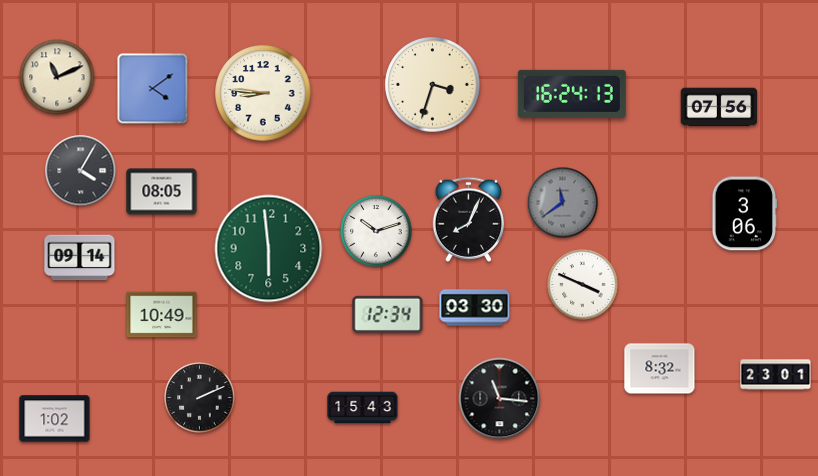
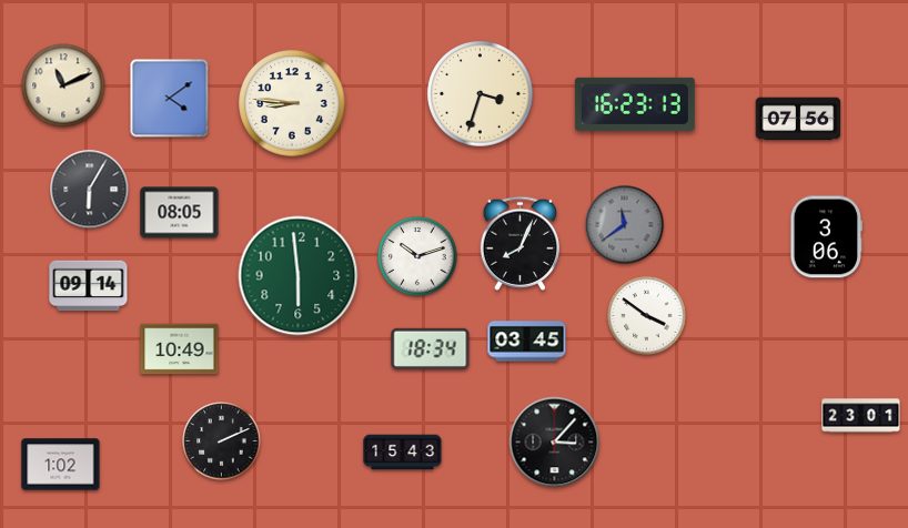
clock at (572, 94): 16:24 -> 16:23
clock at (81, 171): 4:05 -> 6:05
clock at (583, 285): 3:49 -> 3:51
clock at (475, 308): 03:30 -> 03:45
clock at (388, 314): 12:34 -> 18:34
clock at (660, 369): 8:32 -> none
clock at (500, 399): 11:16 -> 3:07
